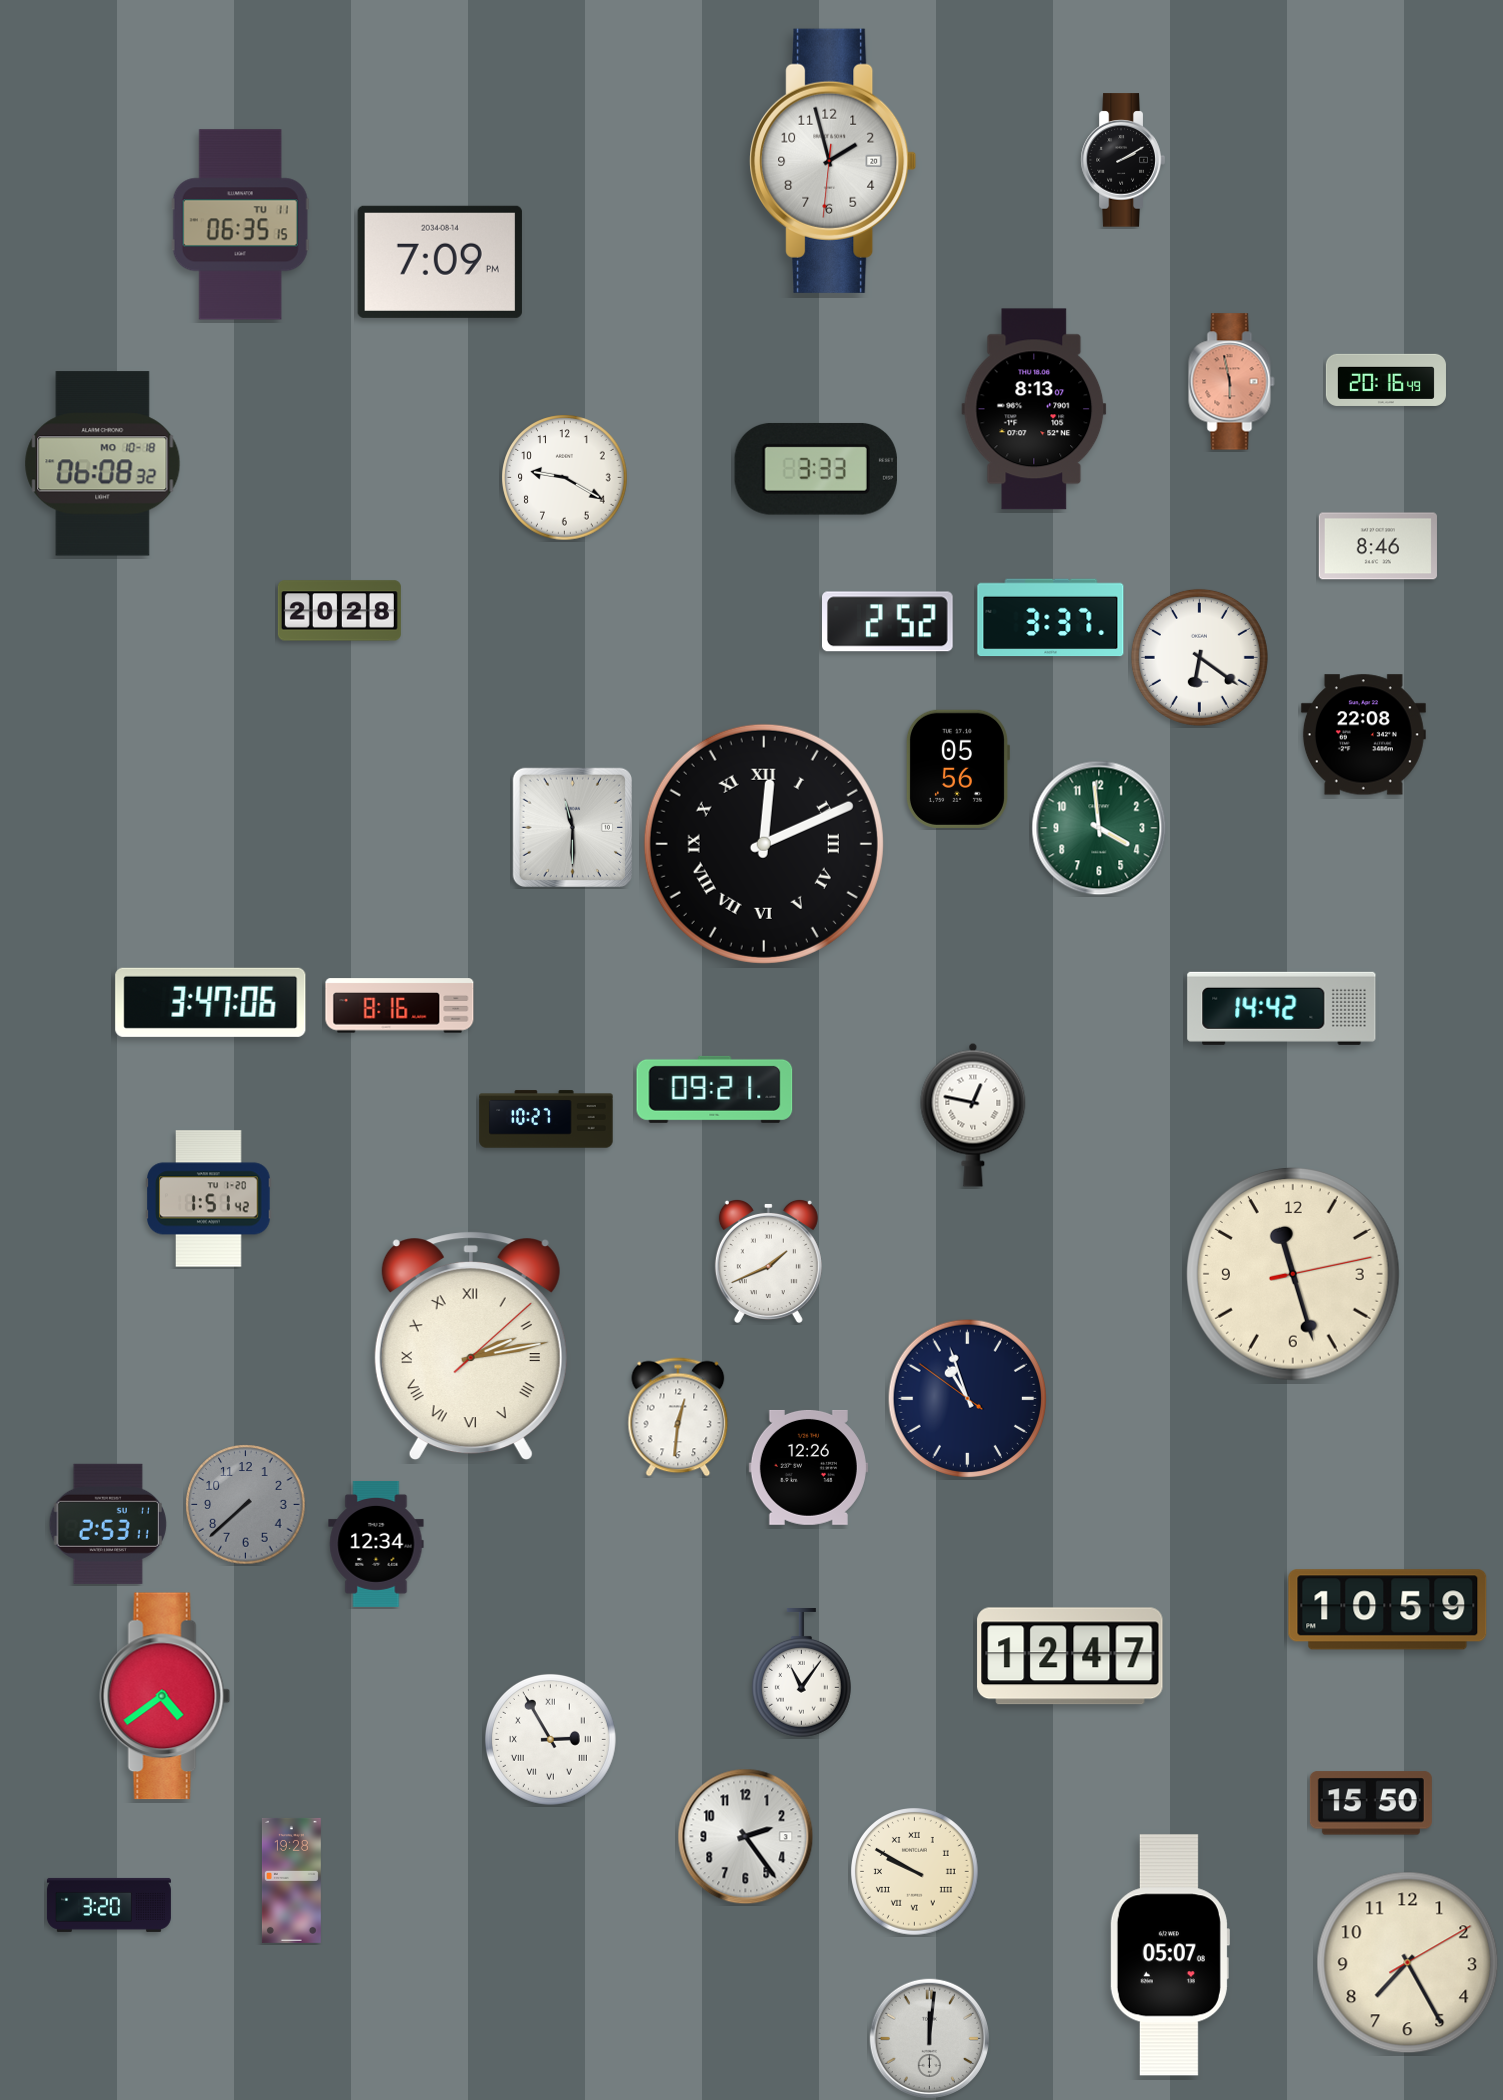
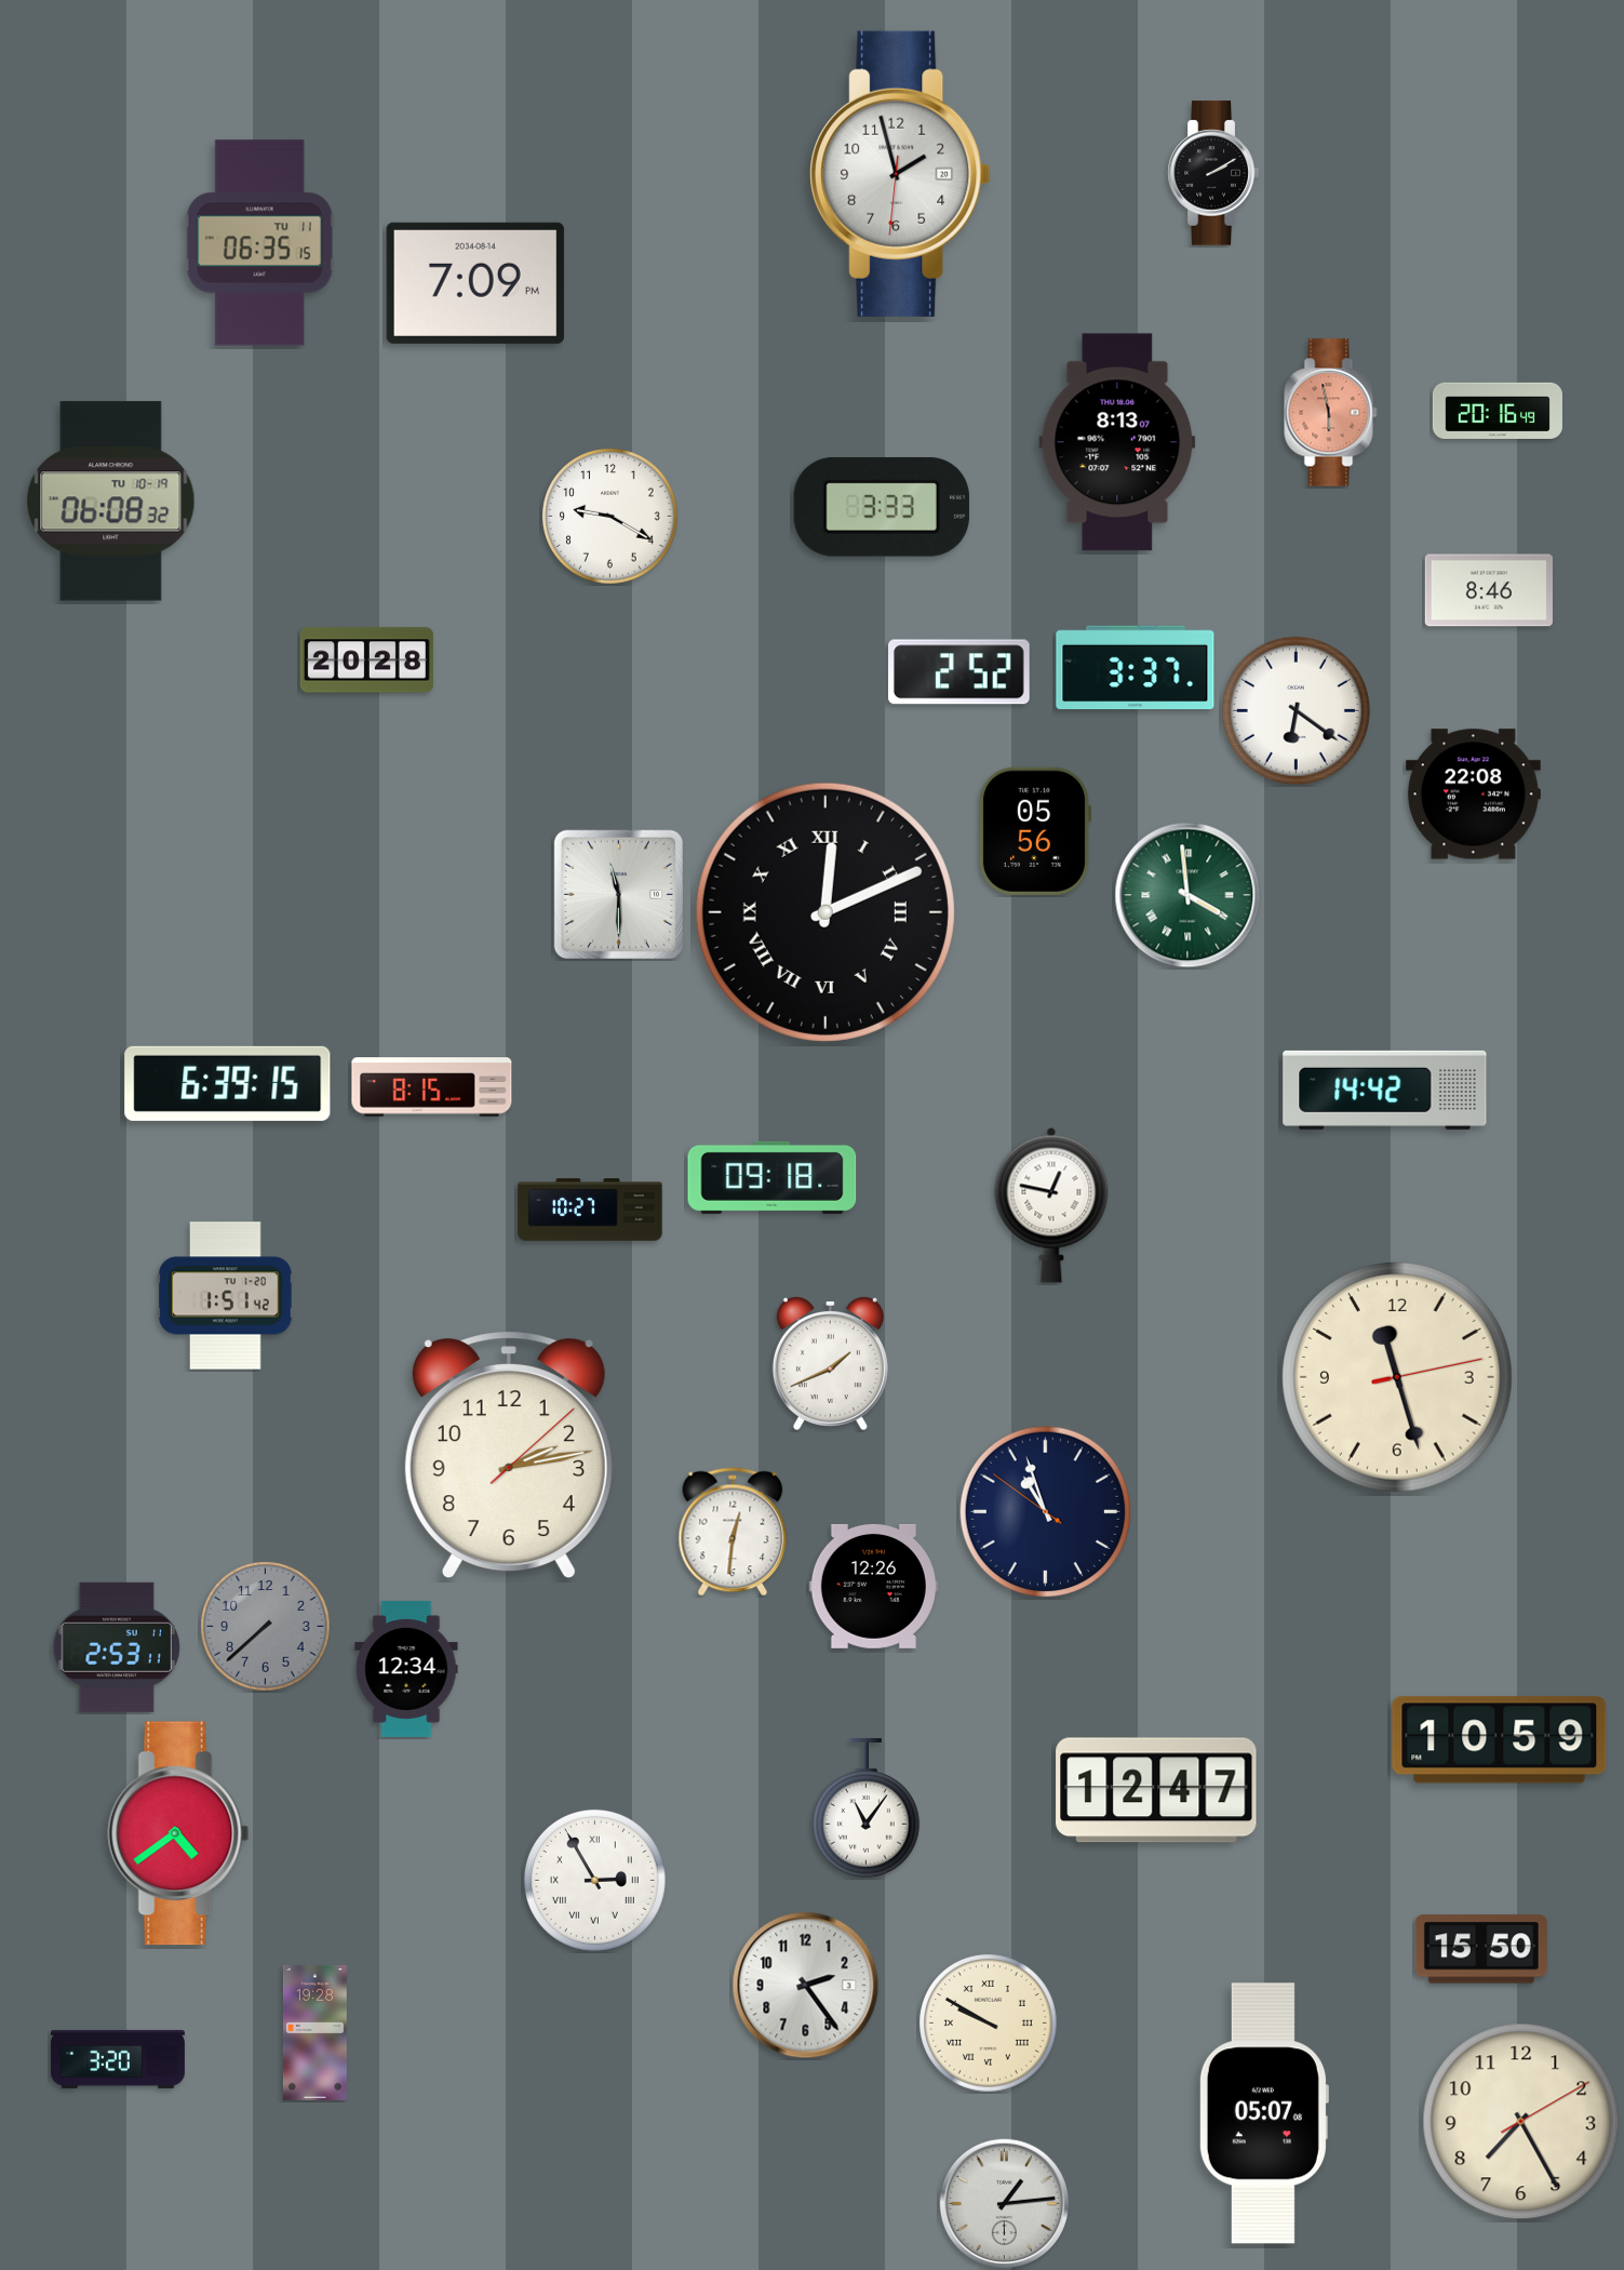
clock at (103, 464) date: MO 10-18 -> TU 10-19
clock at (1099, 828) numerals: Arabic -> Roman
clock at (211, 1002): 3:47 -> 6:39
clock at (400, 1006): 8:16 -> 8:15
clock at (715, 1089): 09:21 -> 09:18
clock at (471, 1346) numerals: Roman -> Arabic
clock at (929, 2038): 12:01 -> 1:14
